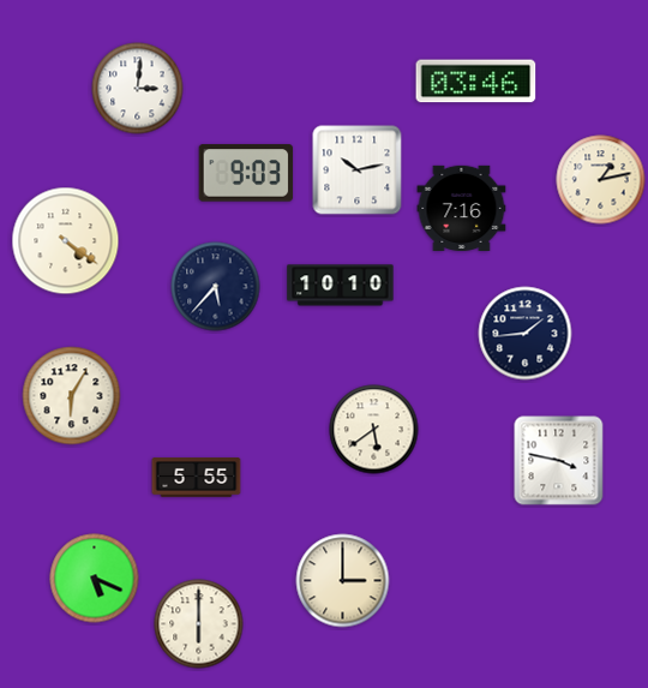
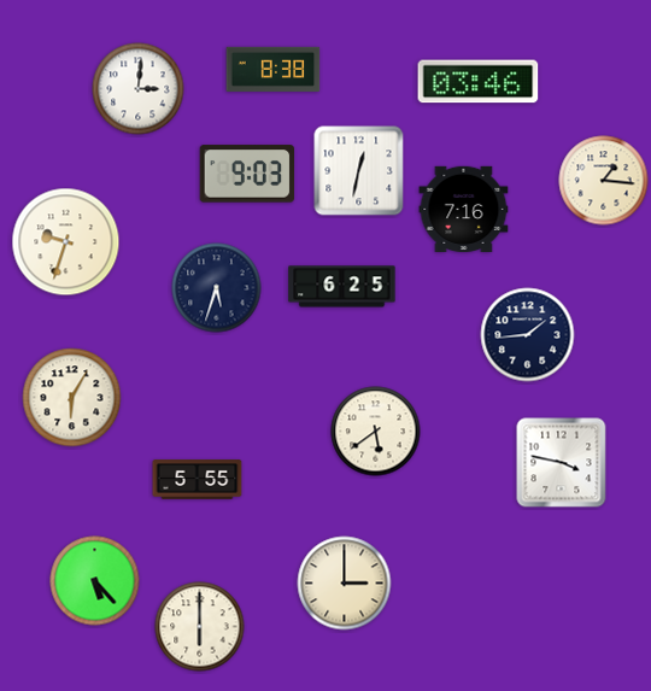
clock at (274, 69): none -> 8:38
clock at (358, 170): 10:13 -> 12:32
clock at (601, 180): 1:13 -> 1:16
clock at (66, 241): 4:21 -> 9:33
clock at (341, 286): 10:10 -> 6:25
clock at (216, 287): 5:37 -> 5:33
clock at (95, 579): 5:19 -> 5:23
